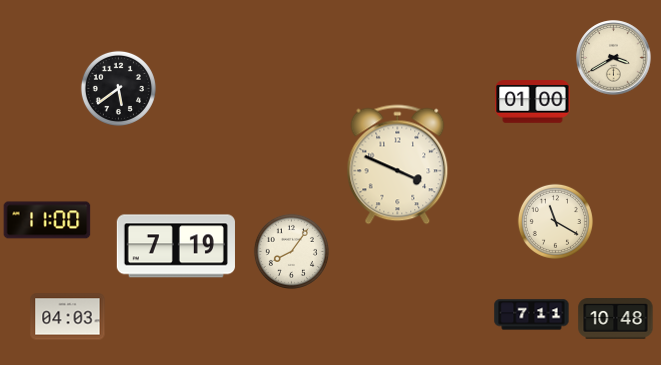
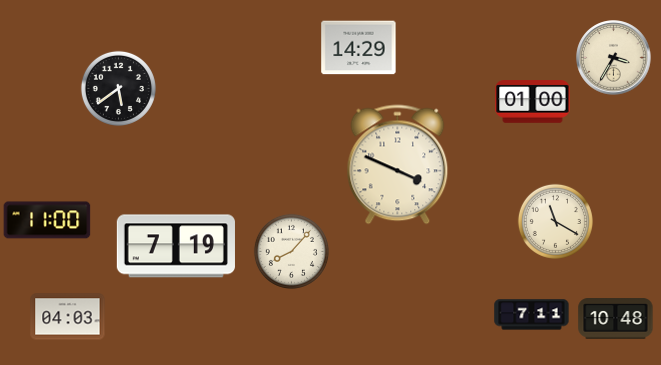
clock at (359, 48): none -> 14:29
clock at (614, 58): 3:40 -> 3:35
clock at (291, 251): 8:06 -> 8:07
